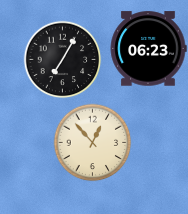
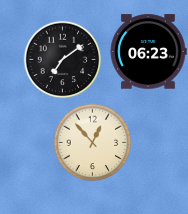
clock at (148, 49) position: (148, 49) -> (148, 52)
clock at (62, 59): 7:05 -> 7:09
